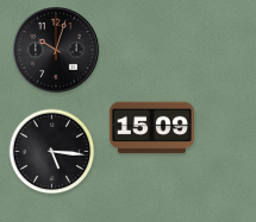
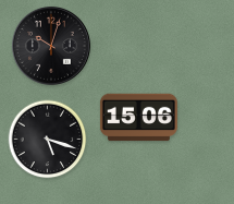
clock at (151, 128): 15:09 -> 15:06
clock at (52, 152): 5:16 -> 5:18
